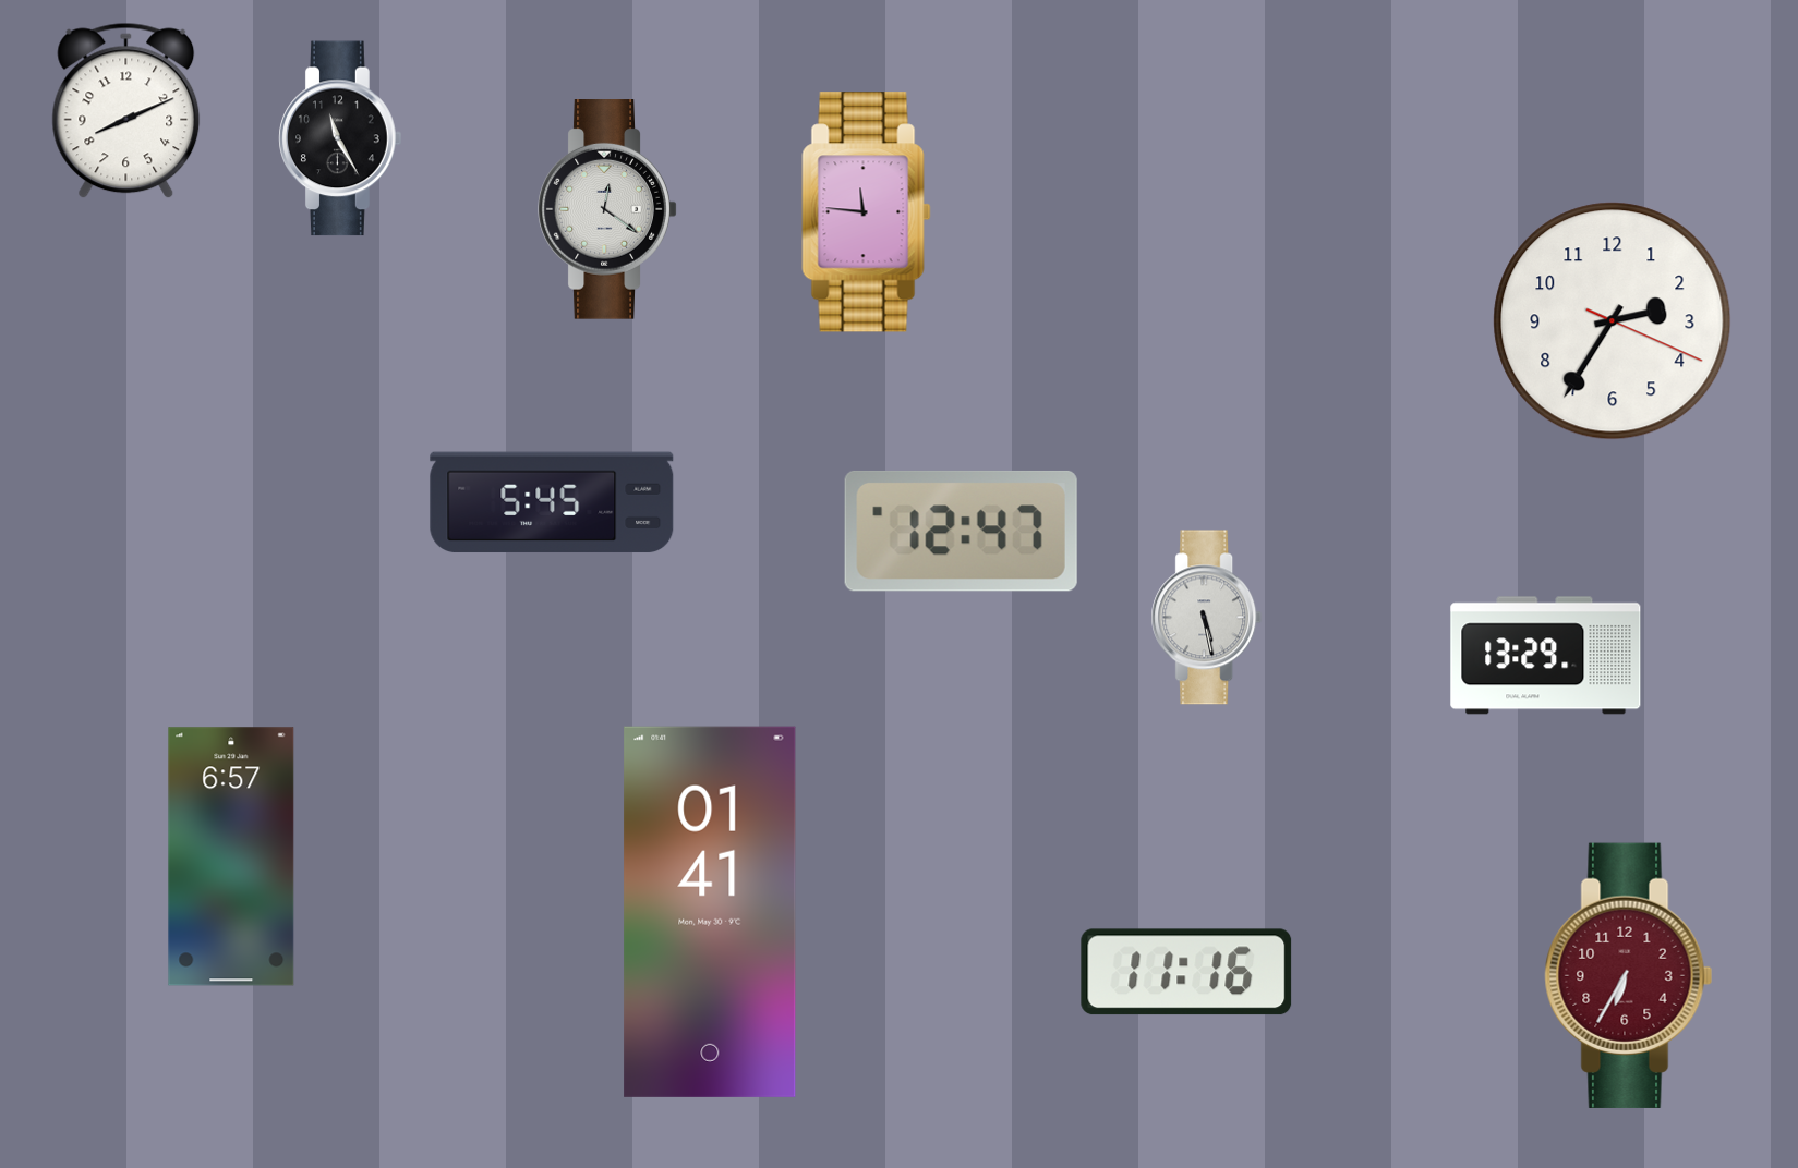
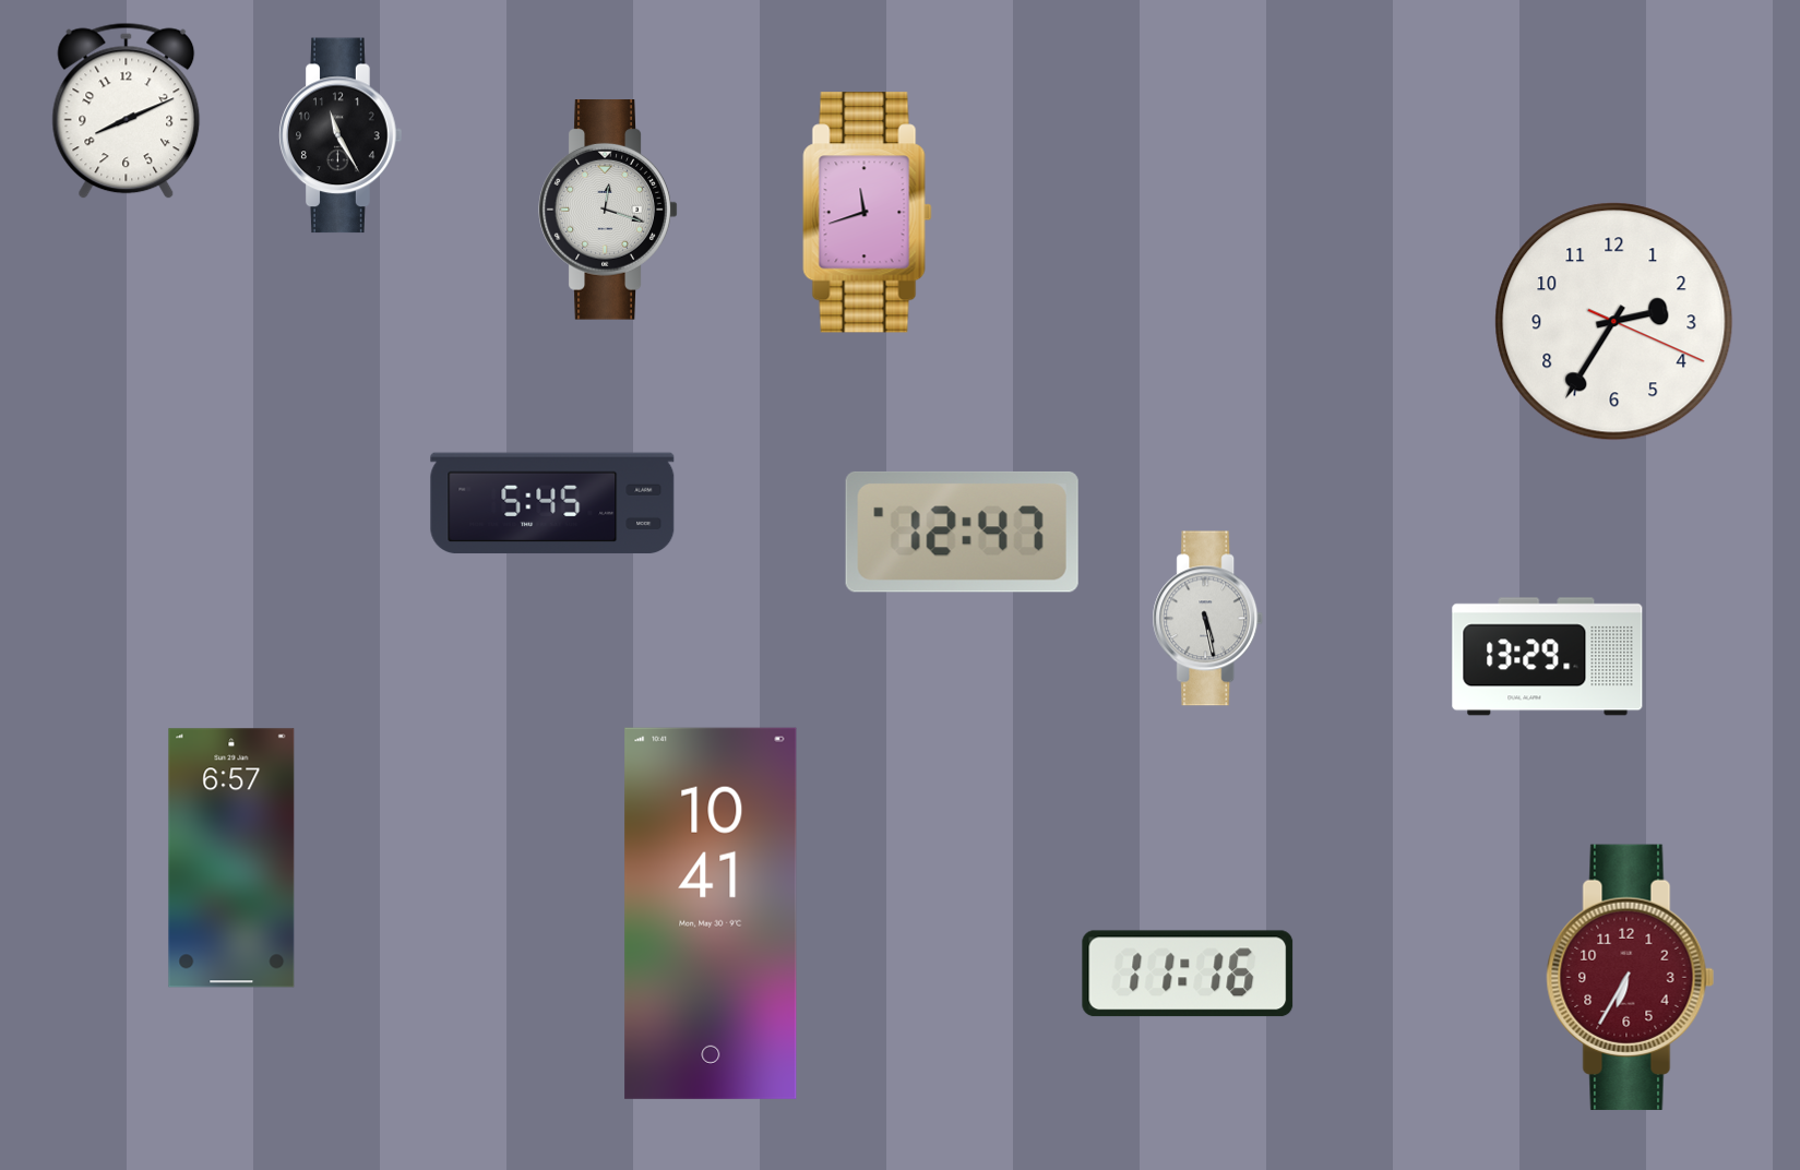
clock at (340, 138) position: (340, 138) -> (341, 135)
clock at (607, 210): 12:21 -> 12:18
clock at (867, 212): 11:46 -> 11:42
clock at (710, 912): 01:41 -> 10:41
